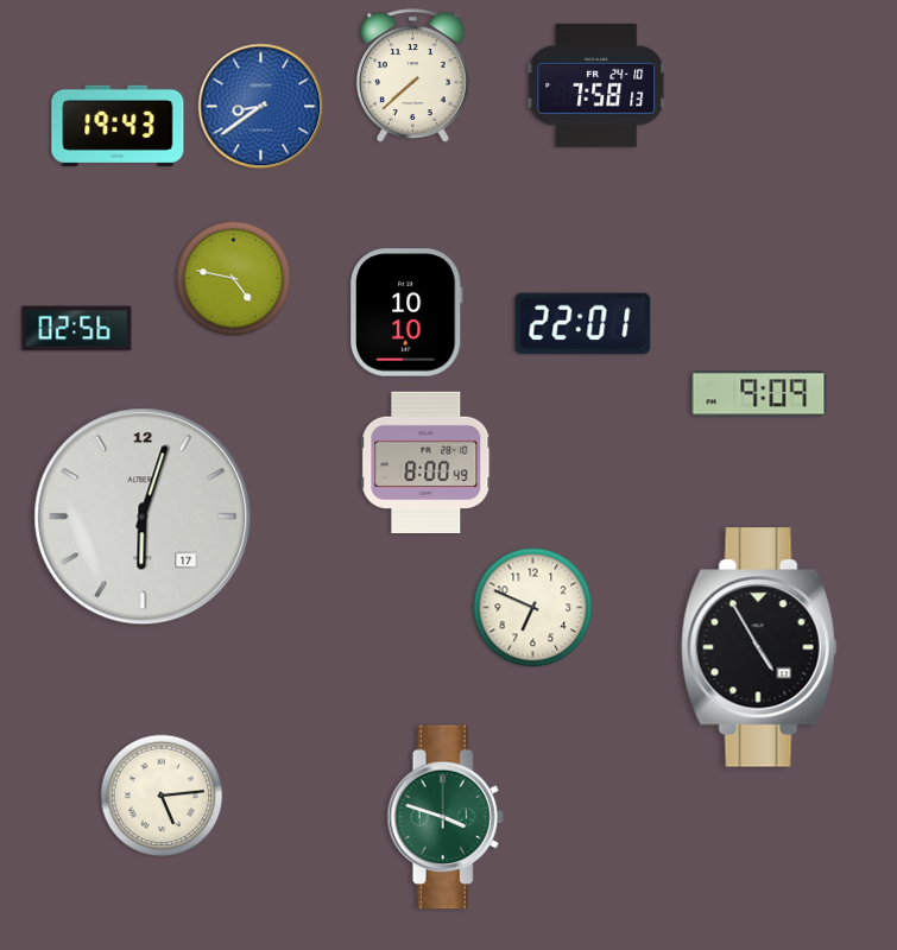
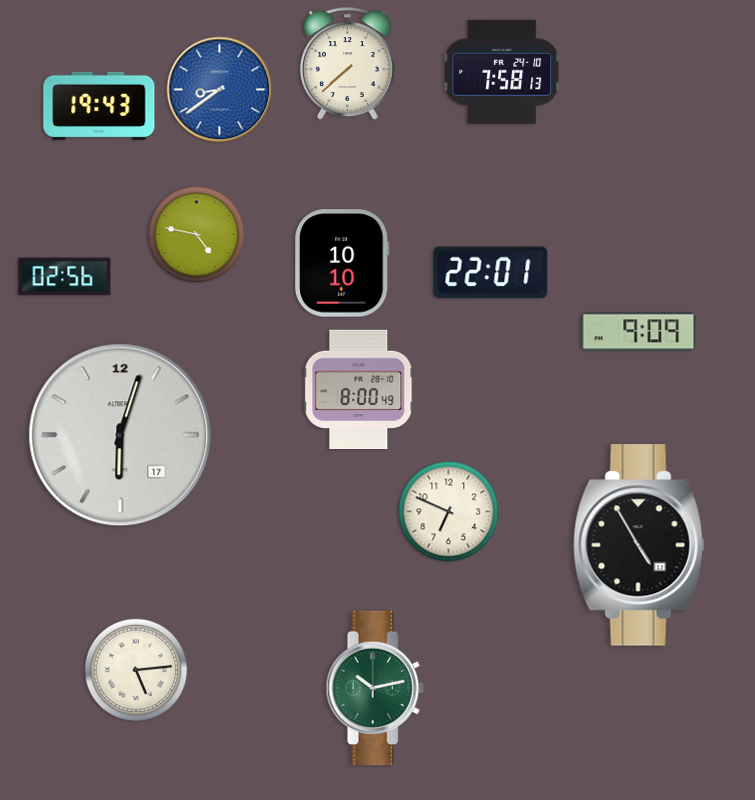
clock at (446, 817): 3:48 -> 10:13
